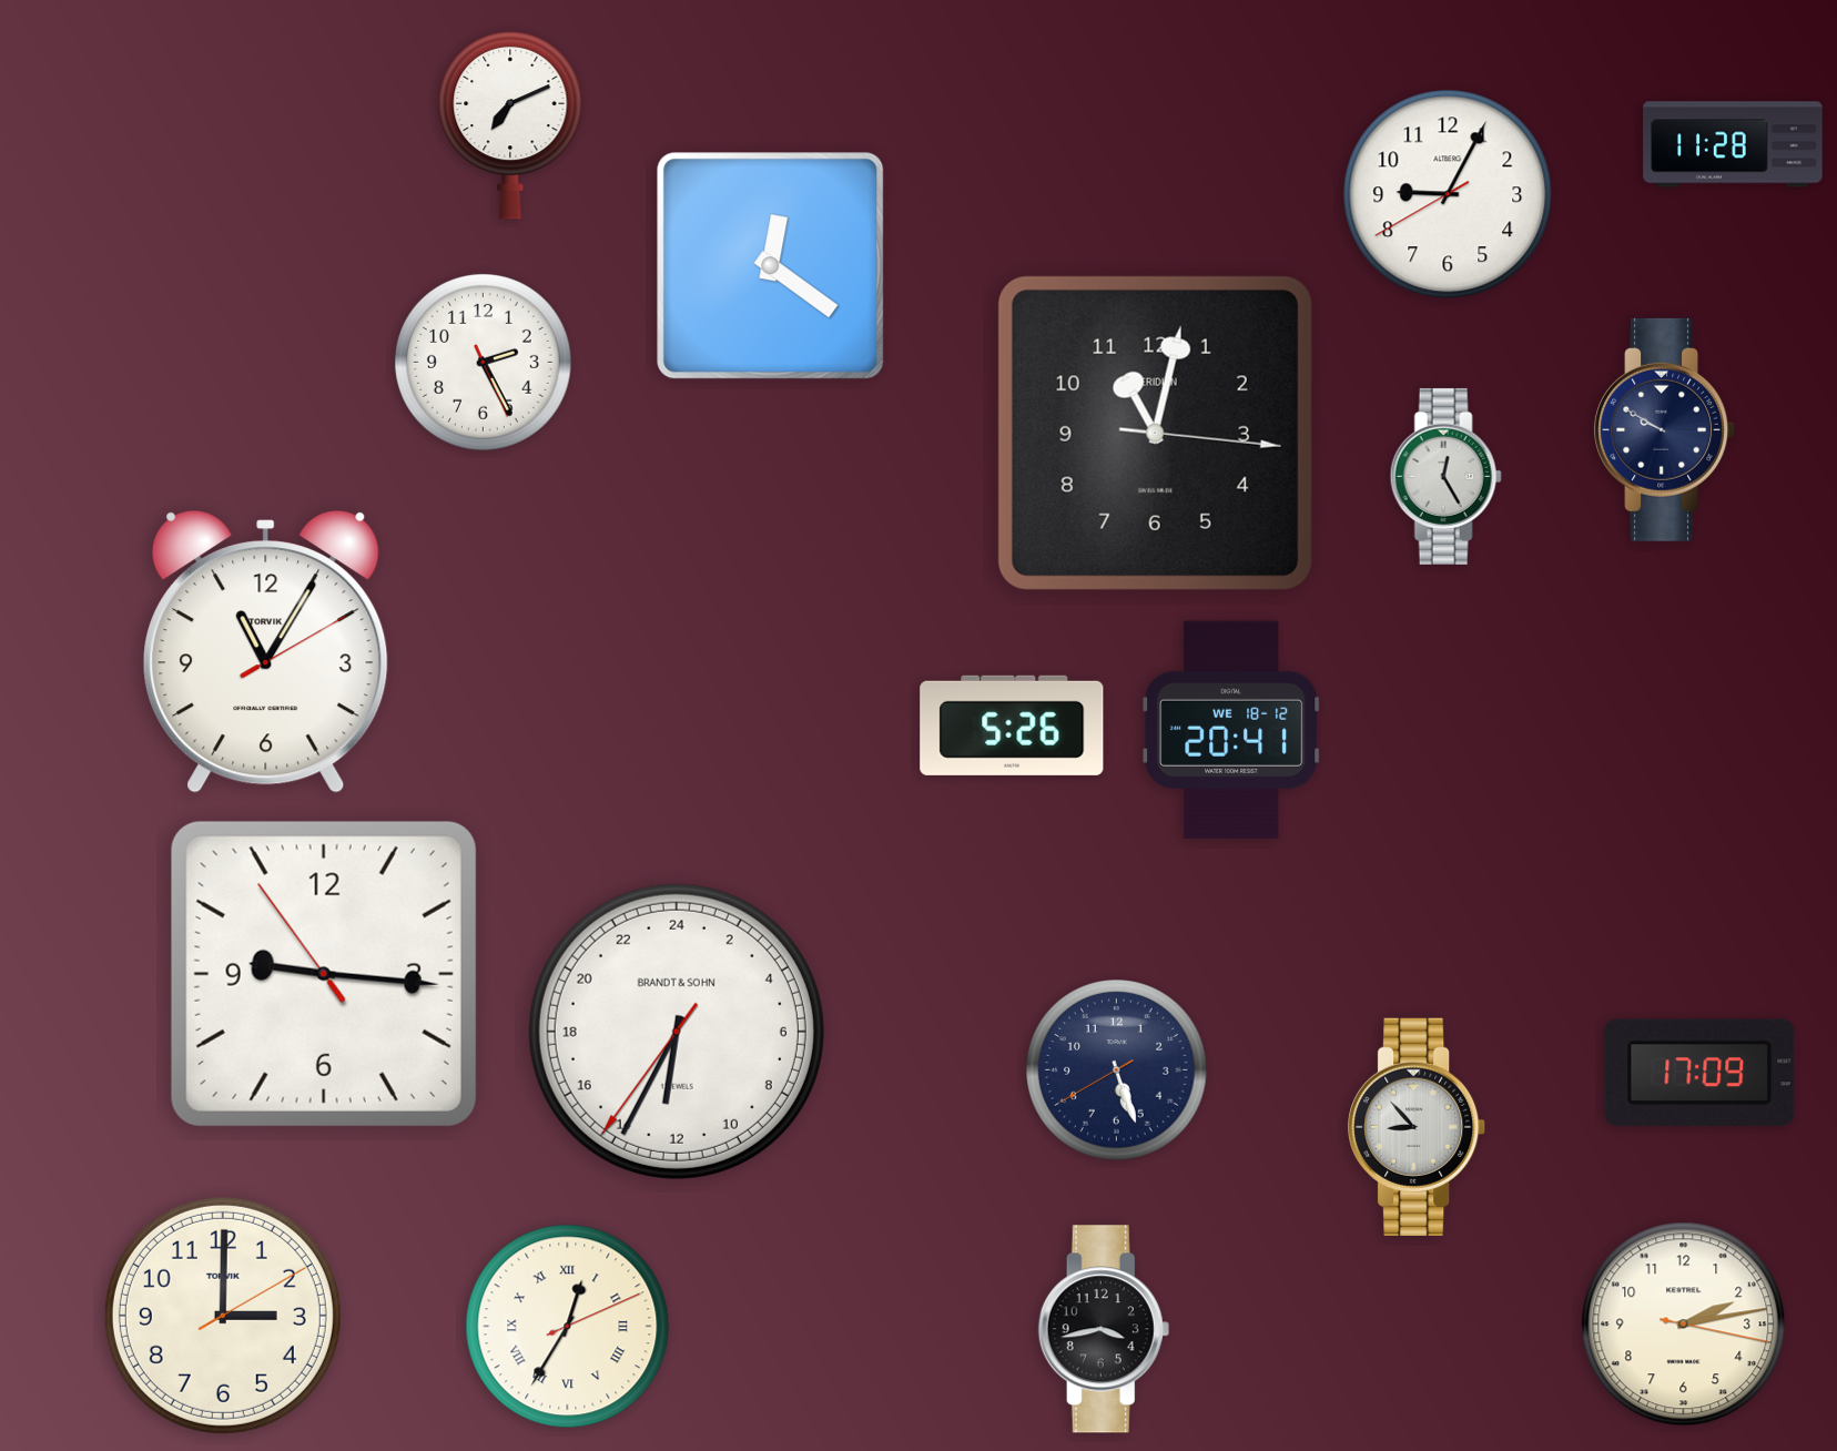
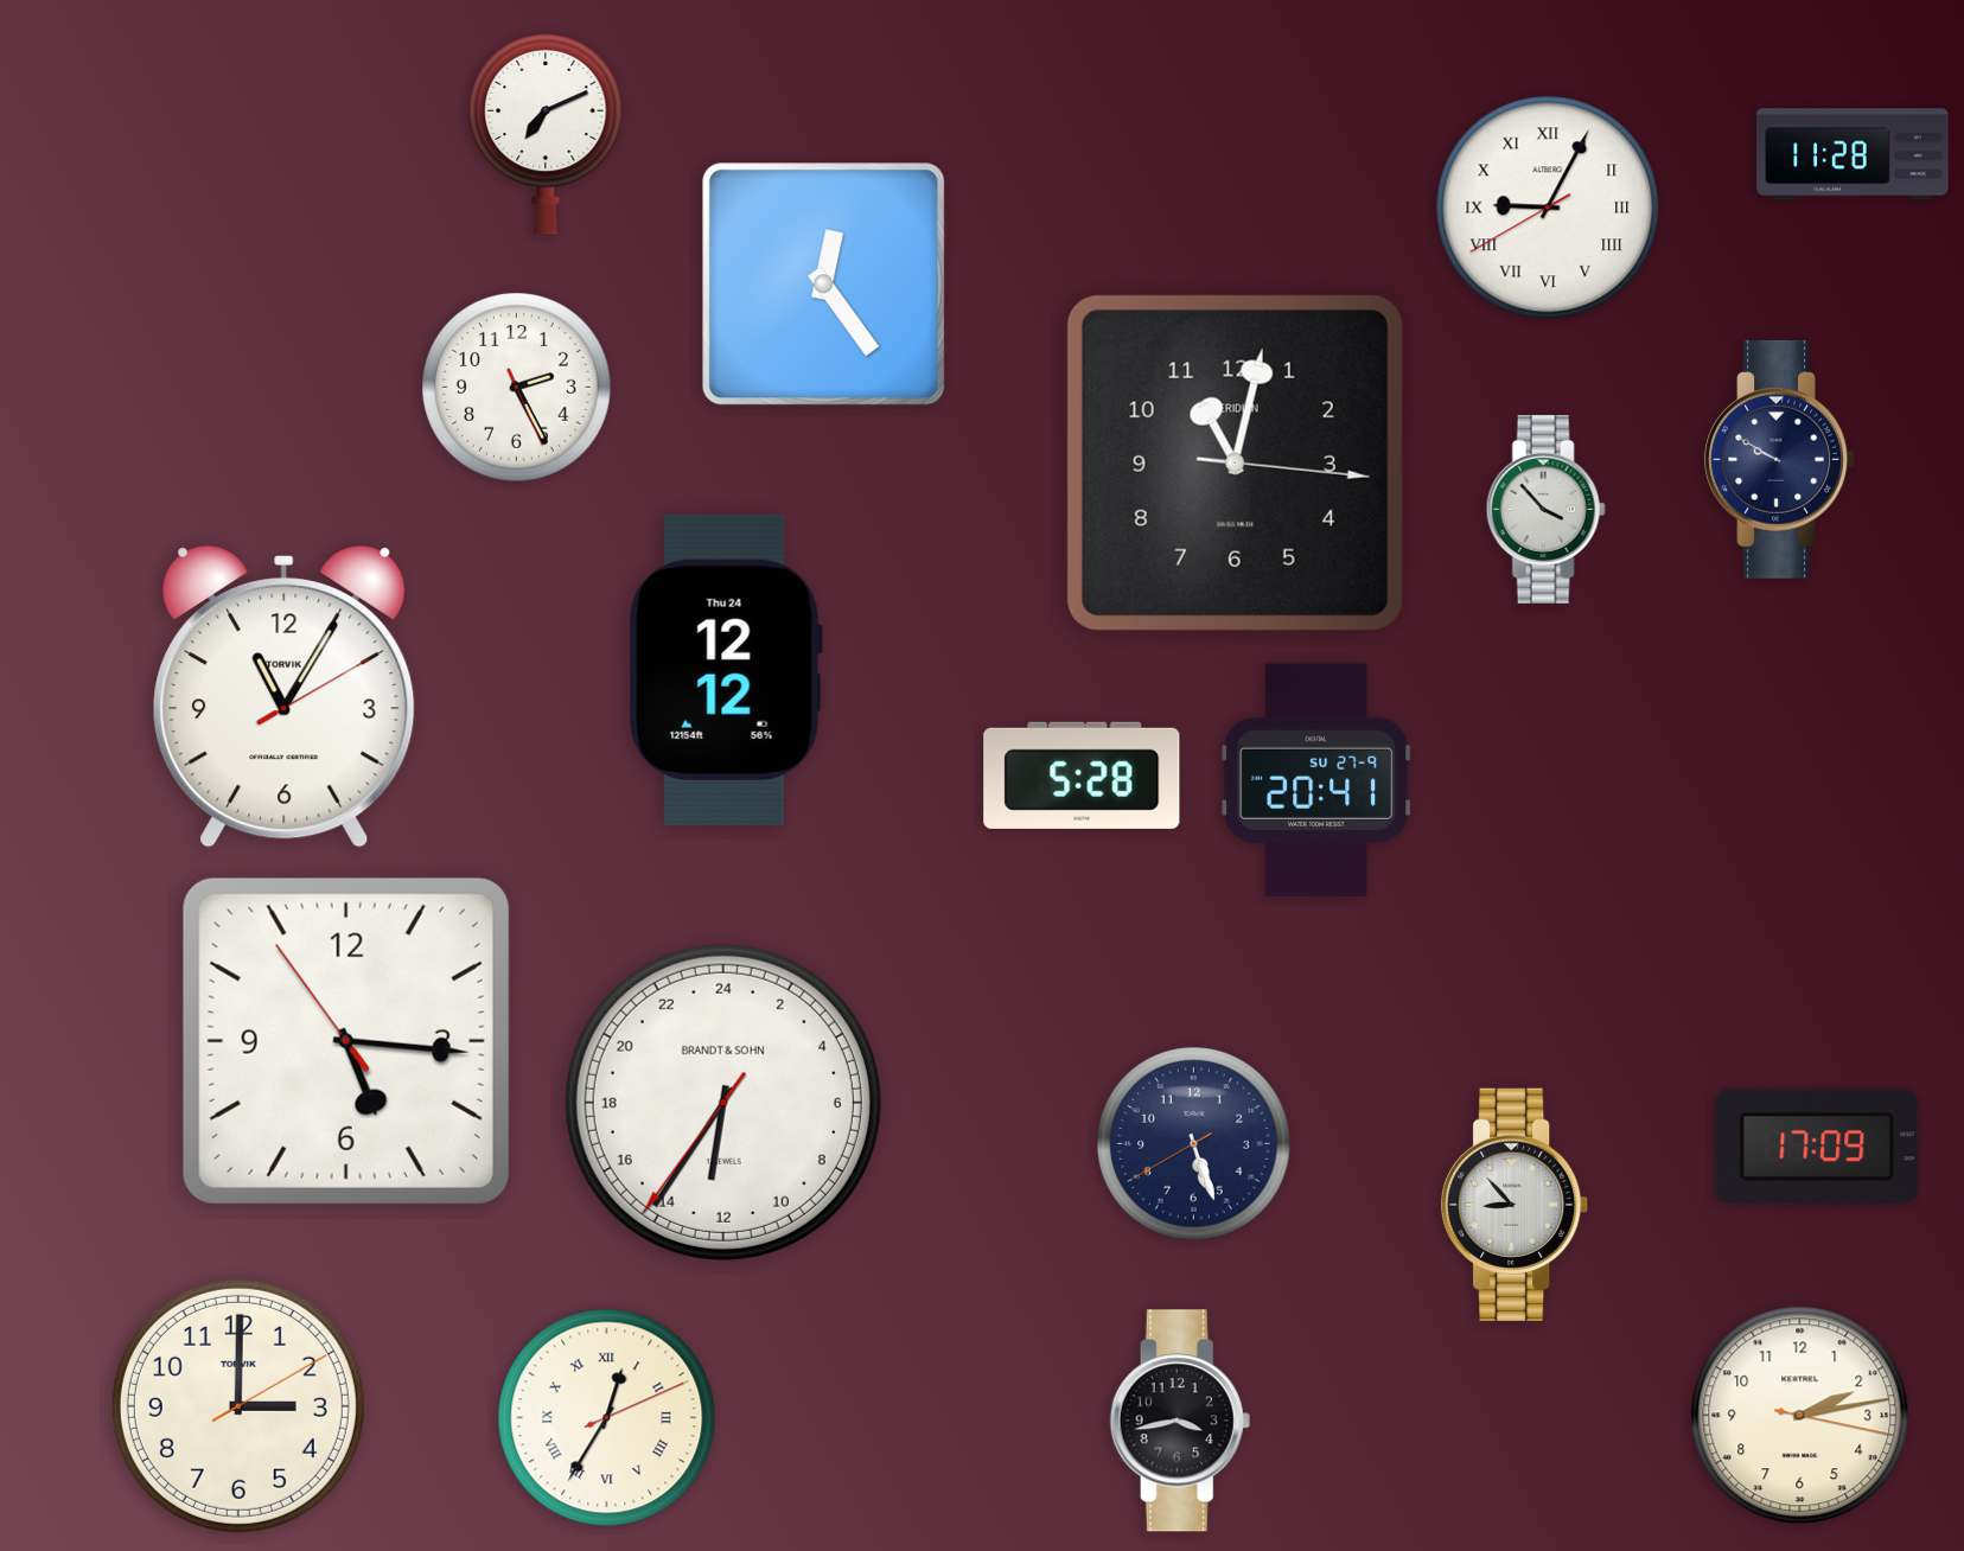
clock at (1448, 194) numerals: Arabic -> Roman
clock at (771, 266): 12:21 -> 12:24
clock at (1445, 476): 12:25 -> 3:53
clock at (726, 670): none -> 12:12
clock at (1012, 725): 5:26 -> 5:28
clock at (1231, 730) date: WE 18-12 -> SU 27-9
clock at (324, 974): 9:15 -> 5:15
clock at (677, 1032): 12:34 -> 12:35
